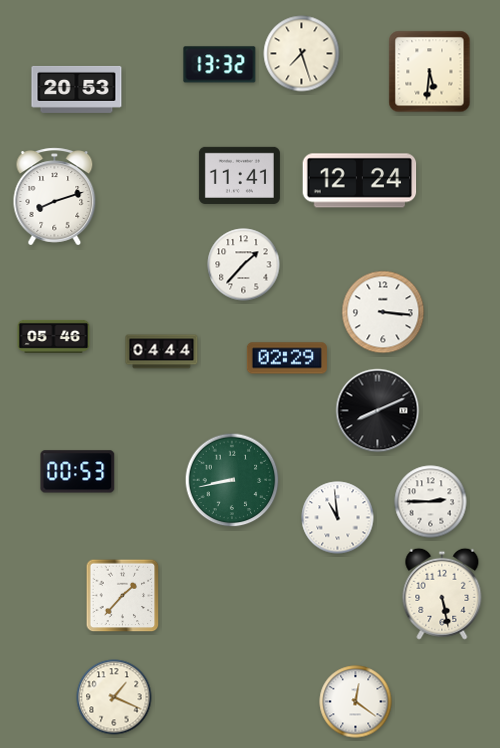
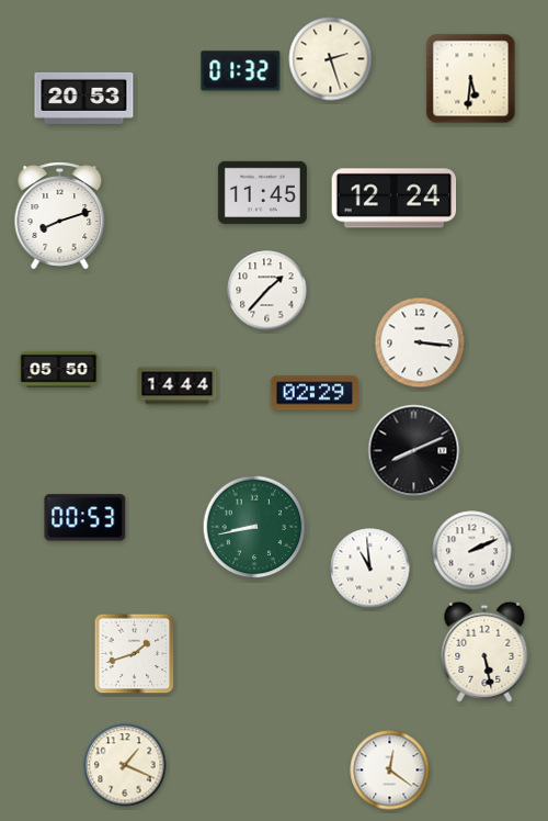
clock at (302, 54): 7:27 -> 2:27
clock at (220, 65): 13:32 -> 01:32
clock at (239, 175): 11:41 -> 11:45
clock at (54, 336): 05:46 -> 05:50
clock at (162, 352): 04:44 -> 14:44
clock at (431, 502): 2:45 -> 2:11
clock at (123, 596): 1:37 -> 1:42
